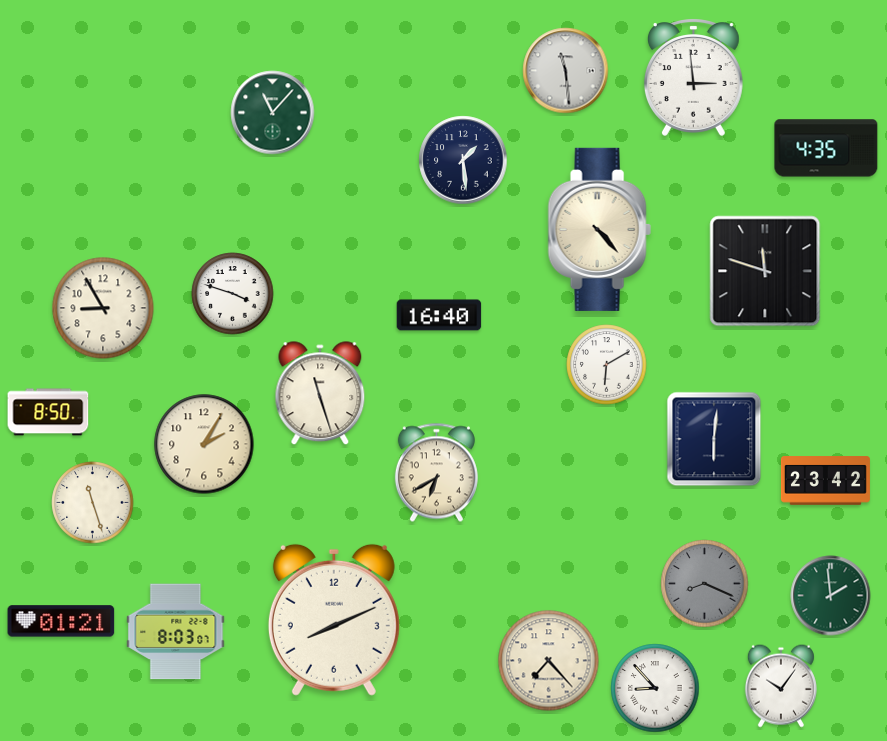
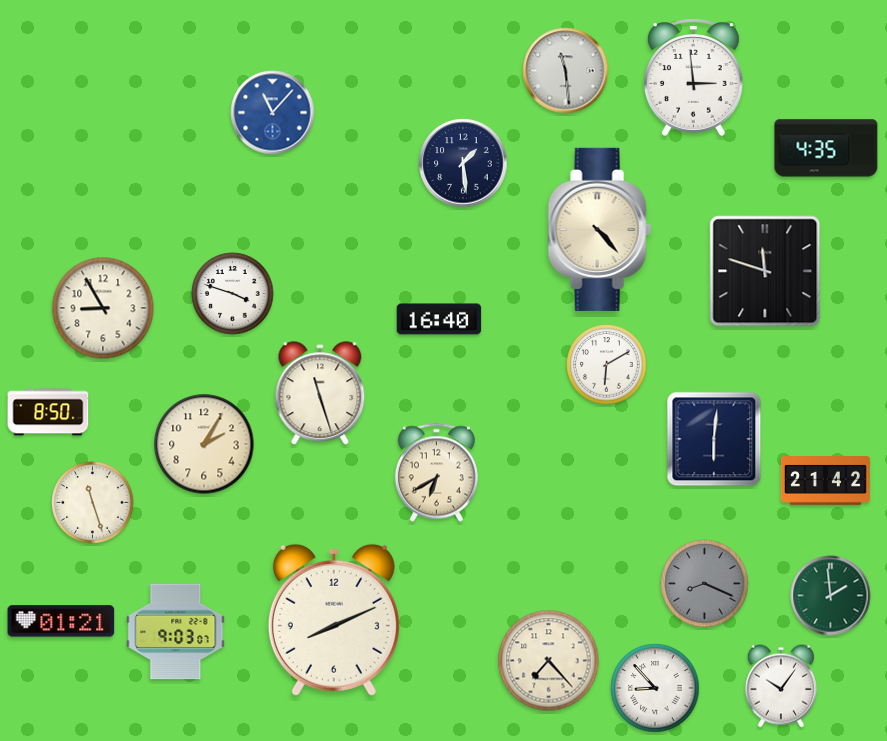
clock at (273, 113) dial: green -> blue
clock at (463, 160) position: (463, 160) -> (463, 163)
clock at (439, 315) position: (439, 315) -> (439, 319)
clock at (825, 481): 23:42 -> 21:42
clock at (176, 632): 8:03 -> 9:03
